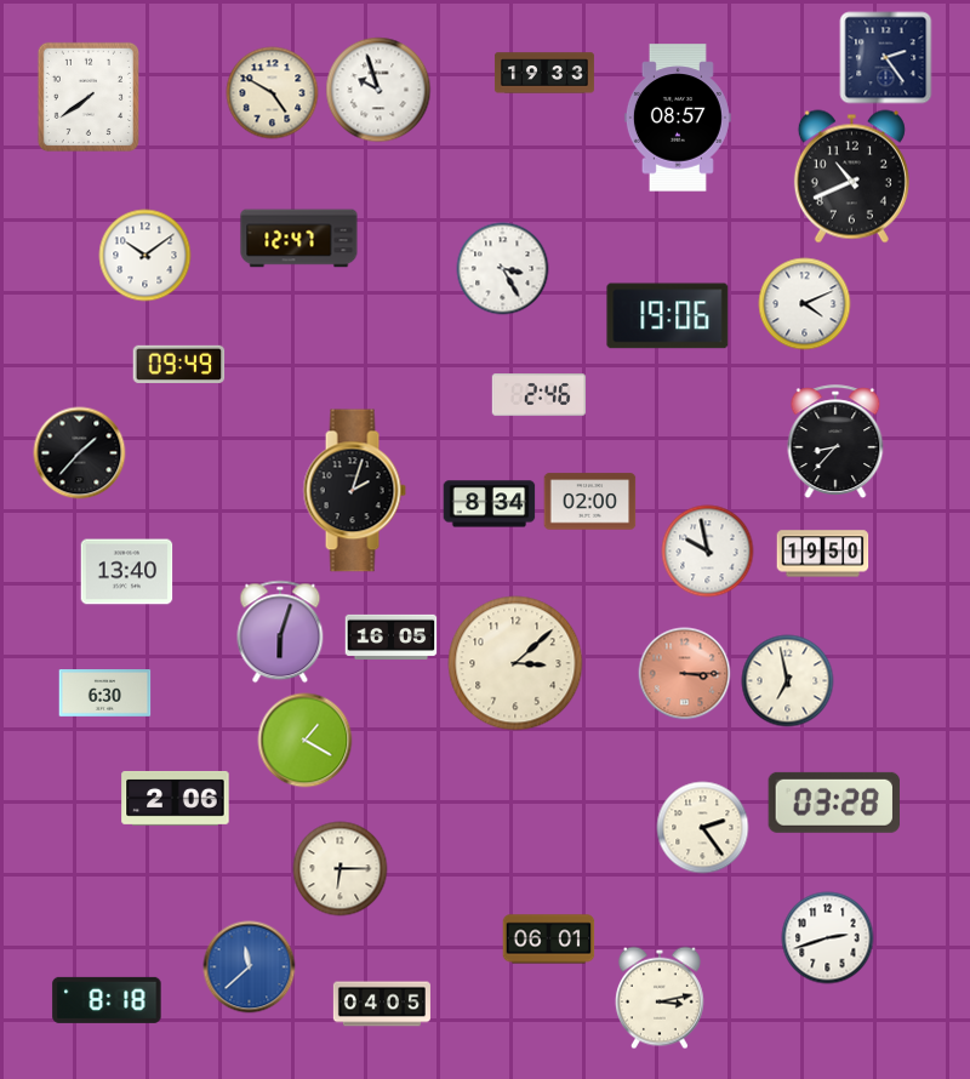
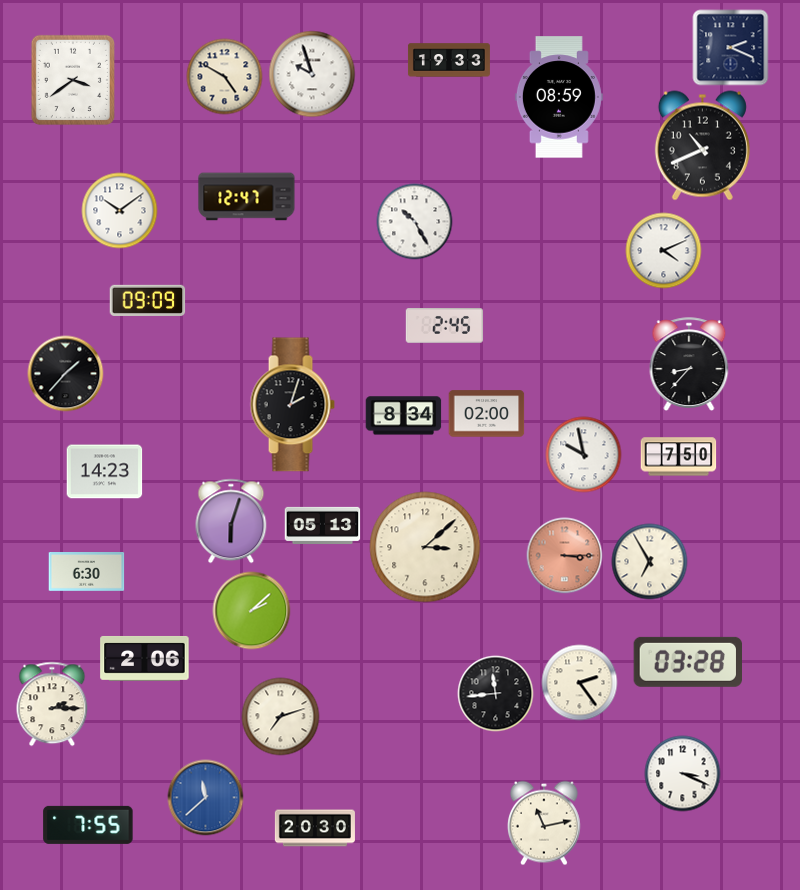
clock at (886, 58): 2:24 -> 2:19
clock at (89, 97): 7:39 -> 3:39
clock at (678, 118): 08:57 -> 08:59
clock at (503, 269): 3:25 -> 10:25
clock at (668, 316): 19:06 -> none
clock at (179, 364): 09:49 -> 09:09
clock at (540, 395): 2:46 -> 2:45
clock at (823, 554): 19:50 -> 7:50
clock at (127, 572): 13:40 -> 14:23
clock at (392, 636): 16:05 -> 05:13
clock at (788, 681): 6:58 -> 6:55
clock at (306, 741): 1:20 -> 2:08
clock at (496, 694): none -> 11:44
clock at (52, 704): none -> 2:15
clock at (341, 869): 6:15 -> 7:12
clock at (828, 938): 2:42 -> 3:19
clock at (549, 940): 06:01 -> none
clock at (660, 998): 3:13 -> 11:13
clock at (107, 1000): 8:18 -> 7:55
clock at (382, 1004): 04:05 -> 20:30
